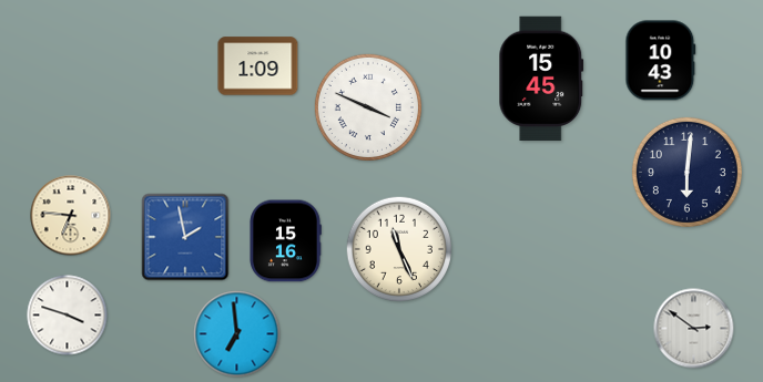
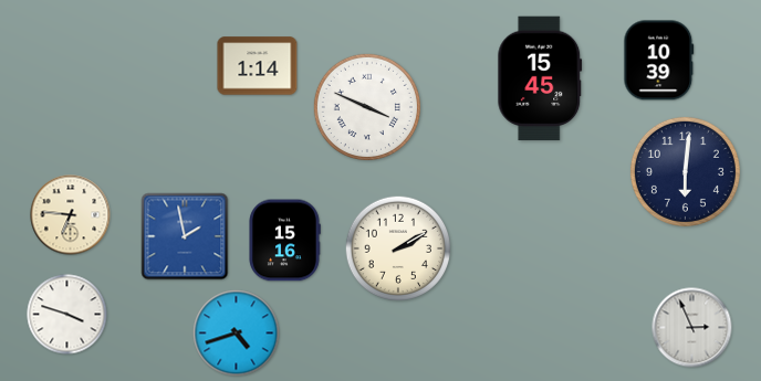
clock at (661, 61): 10:43 -> 10:39
clock at (258, 66): 1:09 -> 1:14
clock at (399, 249): 11:26 -> 2:10
clock at (694, 329): 2:51 -> 2:56
clock at (237, 334): 6:59 -> 4:42
